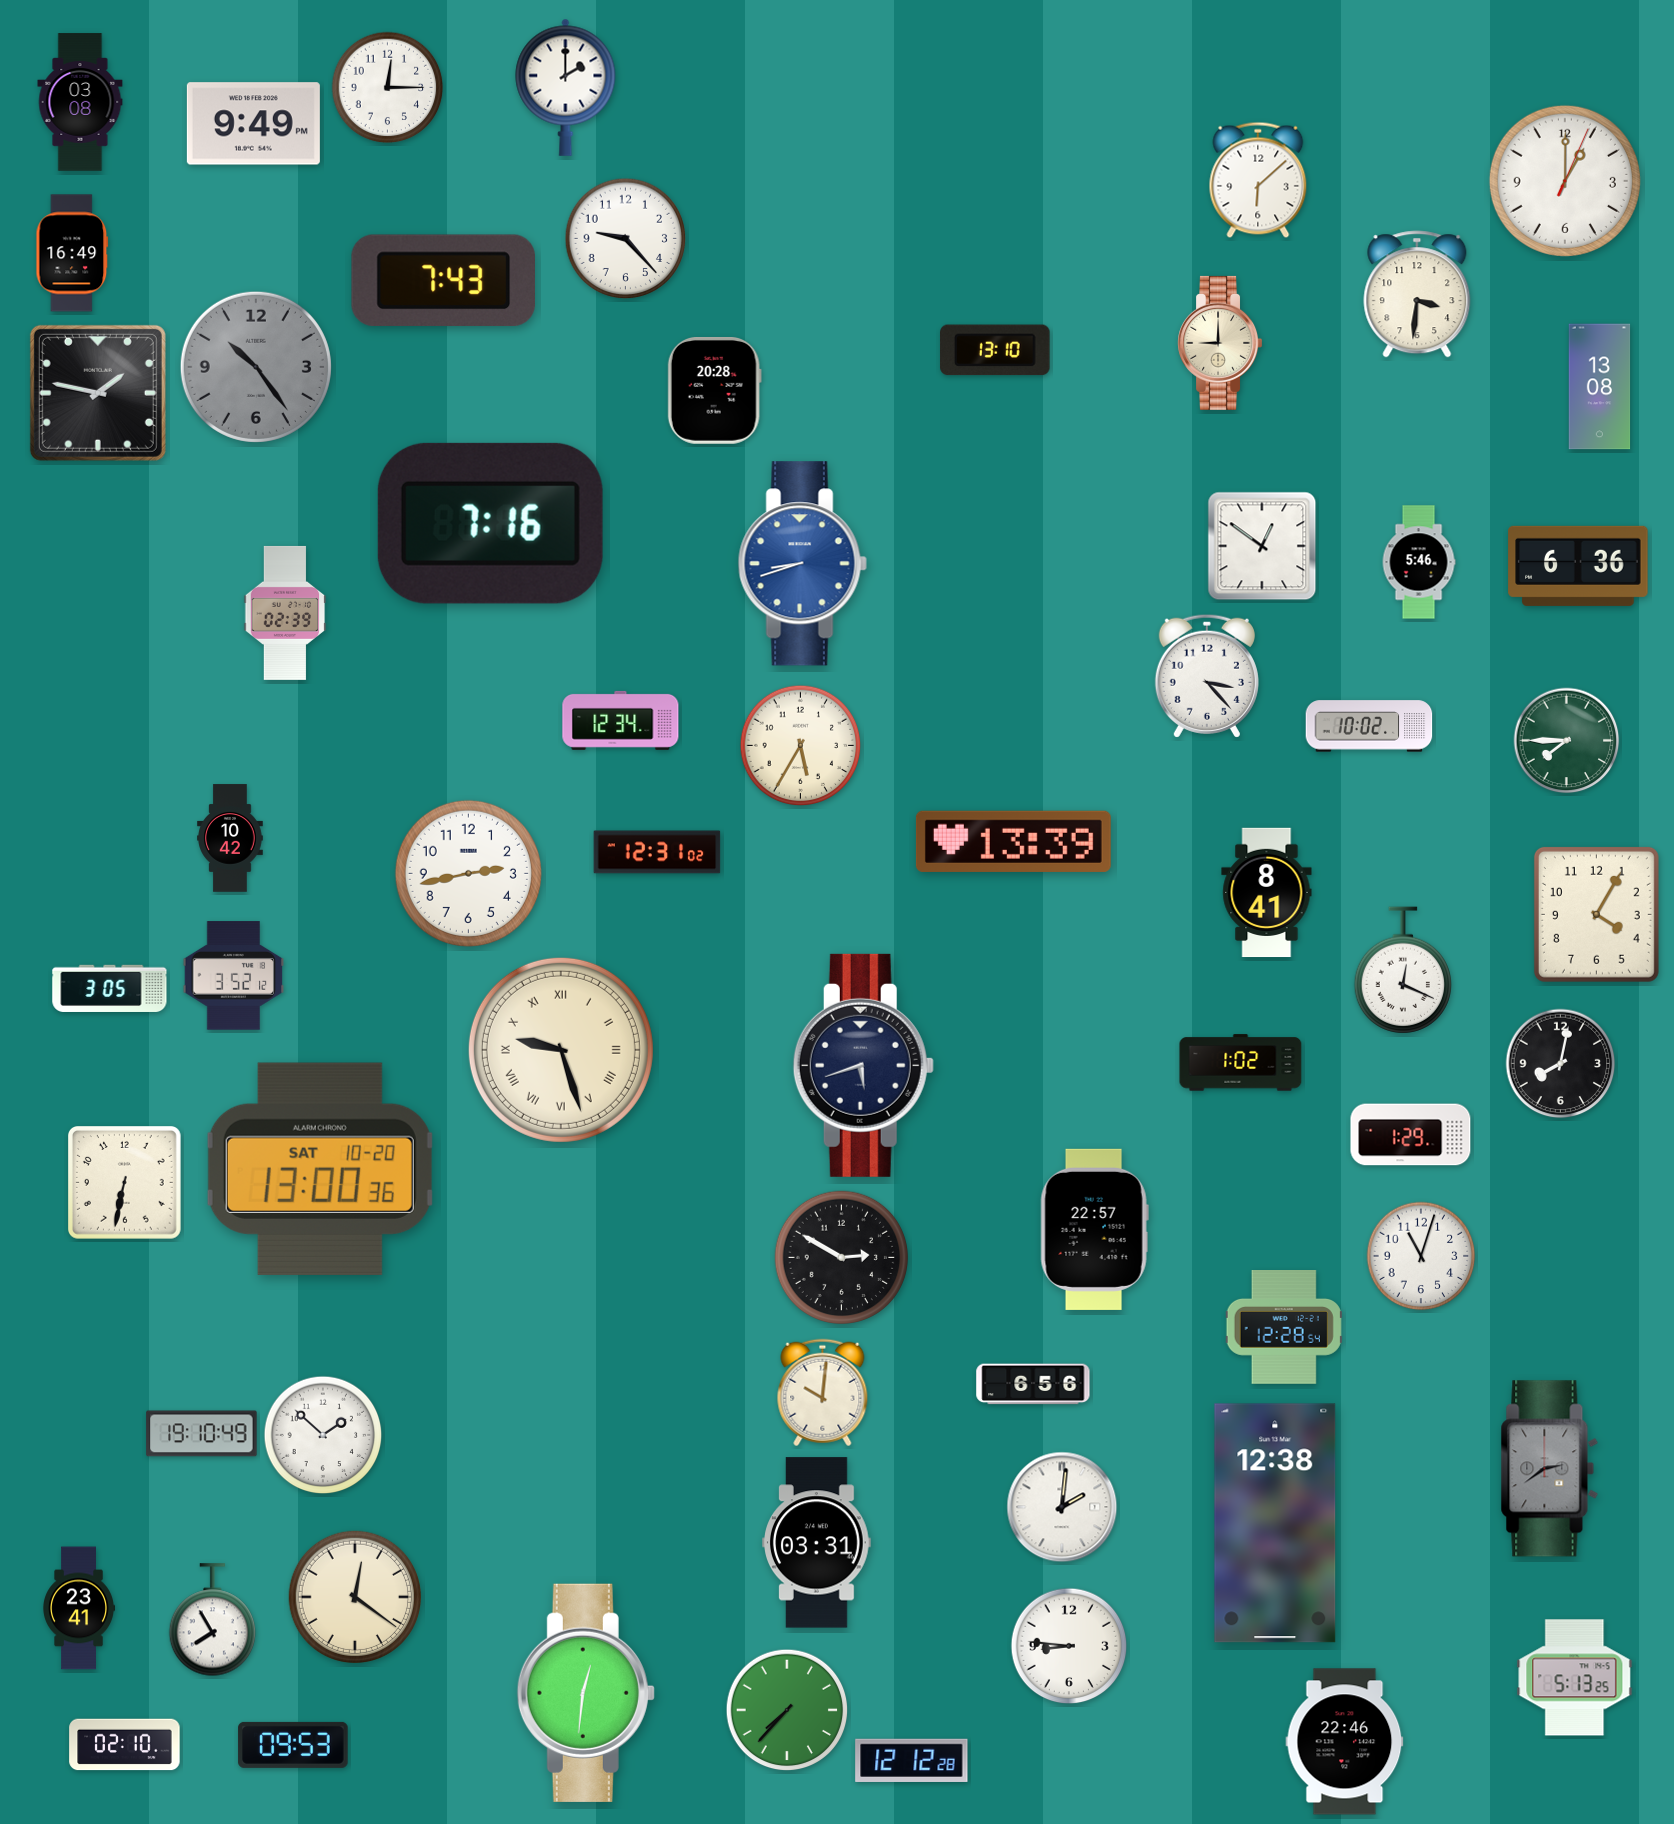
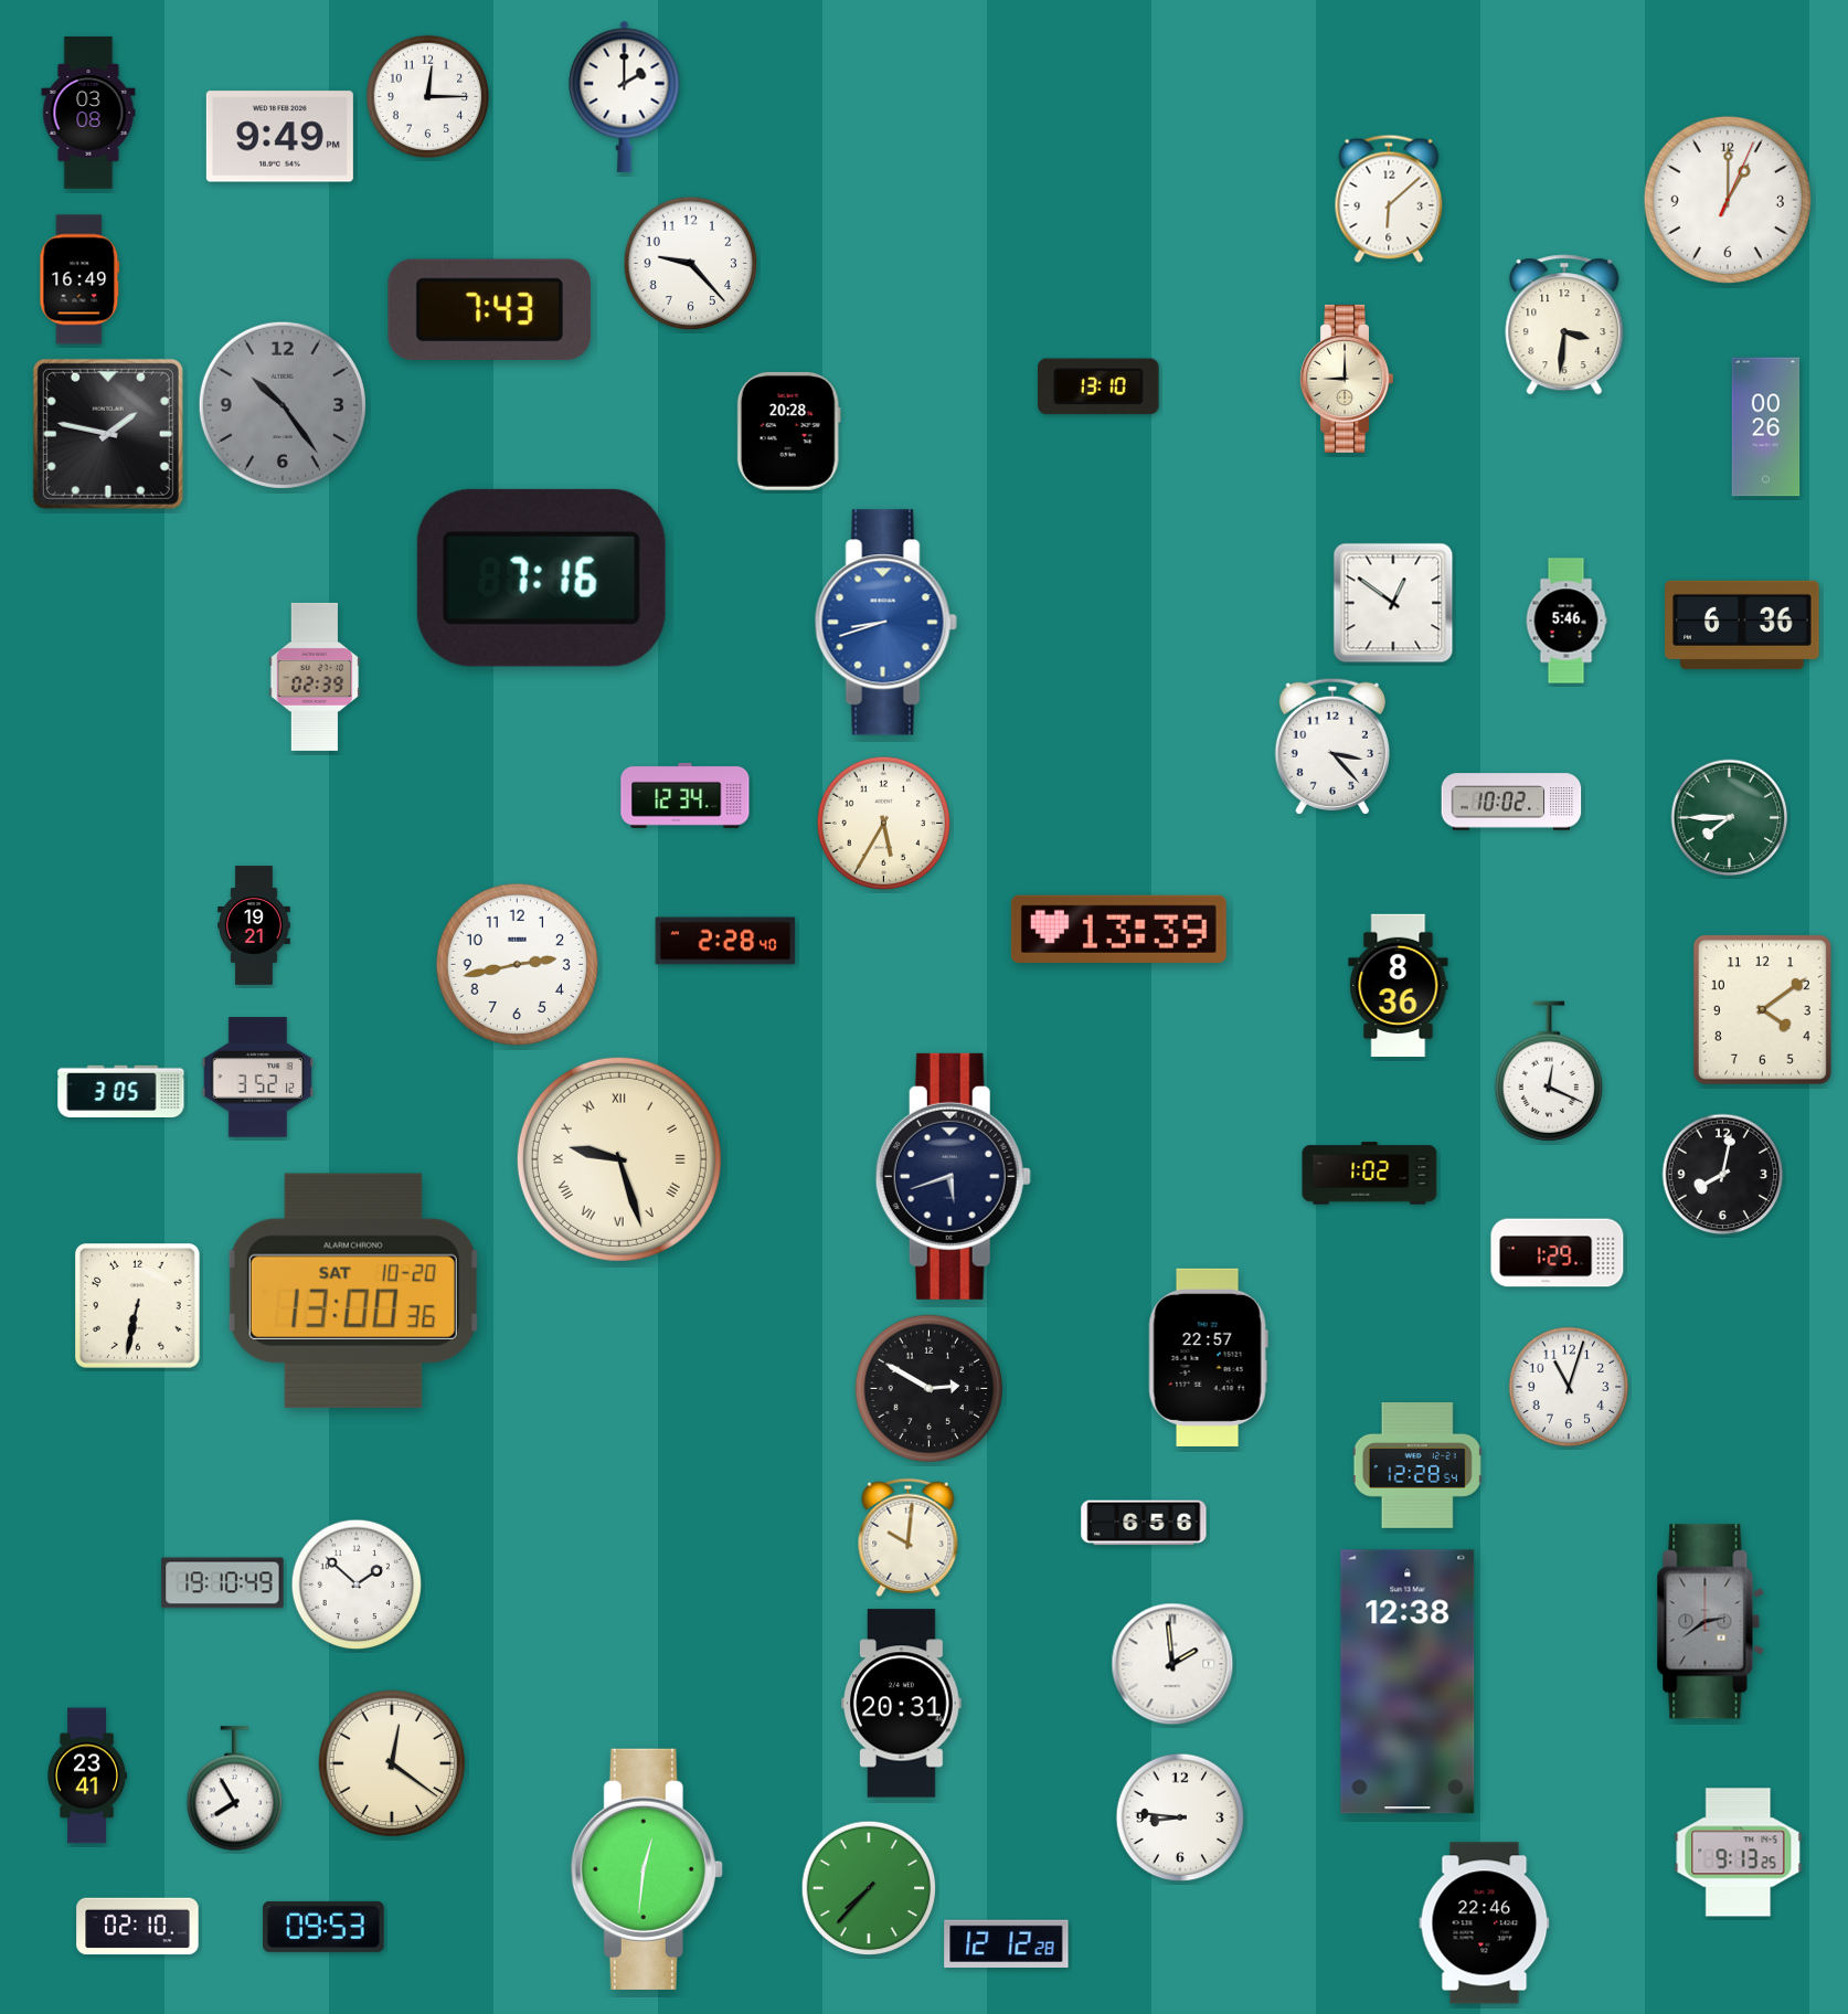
clock at (1600, 387): 13:08 -> 00:26
clock at (230, 838): 10:42 -> 19:21
clock at (657, 852): 12:31 -> 2:28
clock at (1267, 893): 8:41 -> 8:36
clock at (1596, 914): 4:05 -> 4:09
clock at (1033, 1384) position: (1033, 1384) -> (1144, 1523)
clock at (1062, 1507): 2:01 -> 1:59
clock at (817, 1543): 03:31 -> 20:31
clock at (1575, 1678): 5:13 -> 9:13
